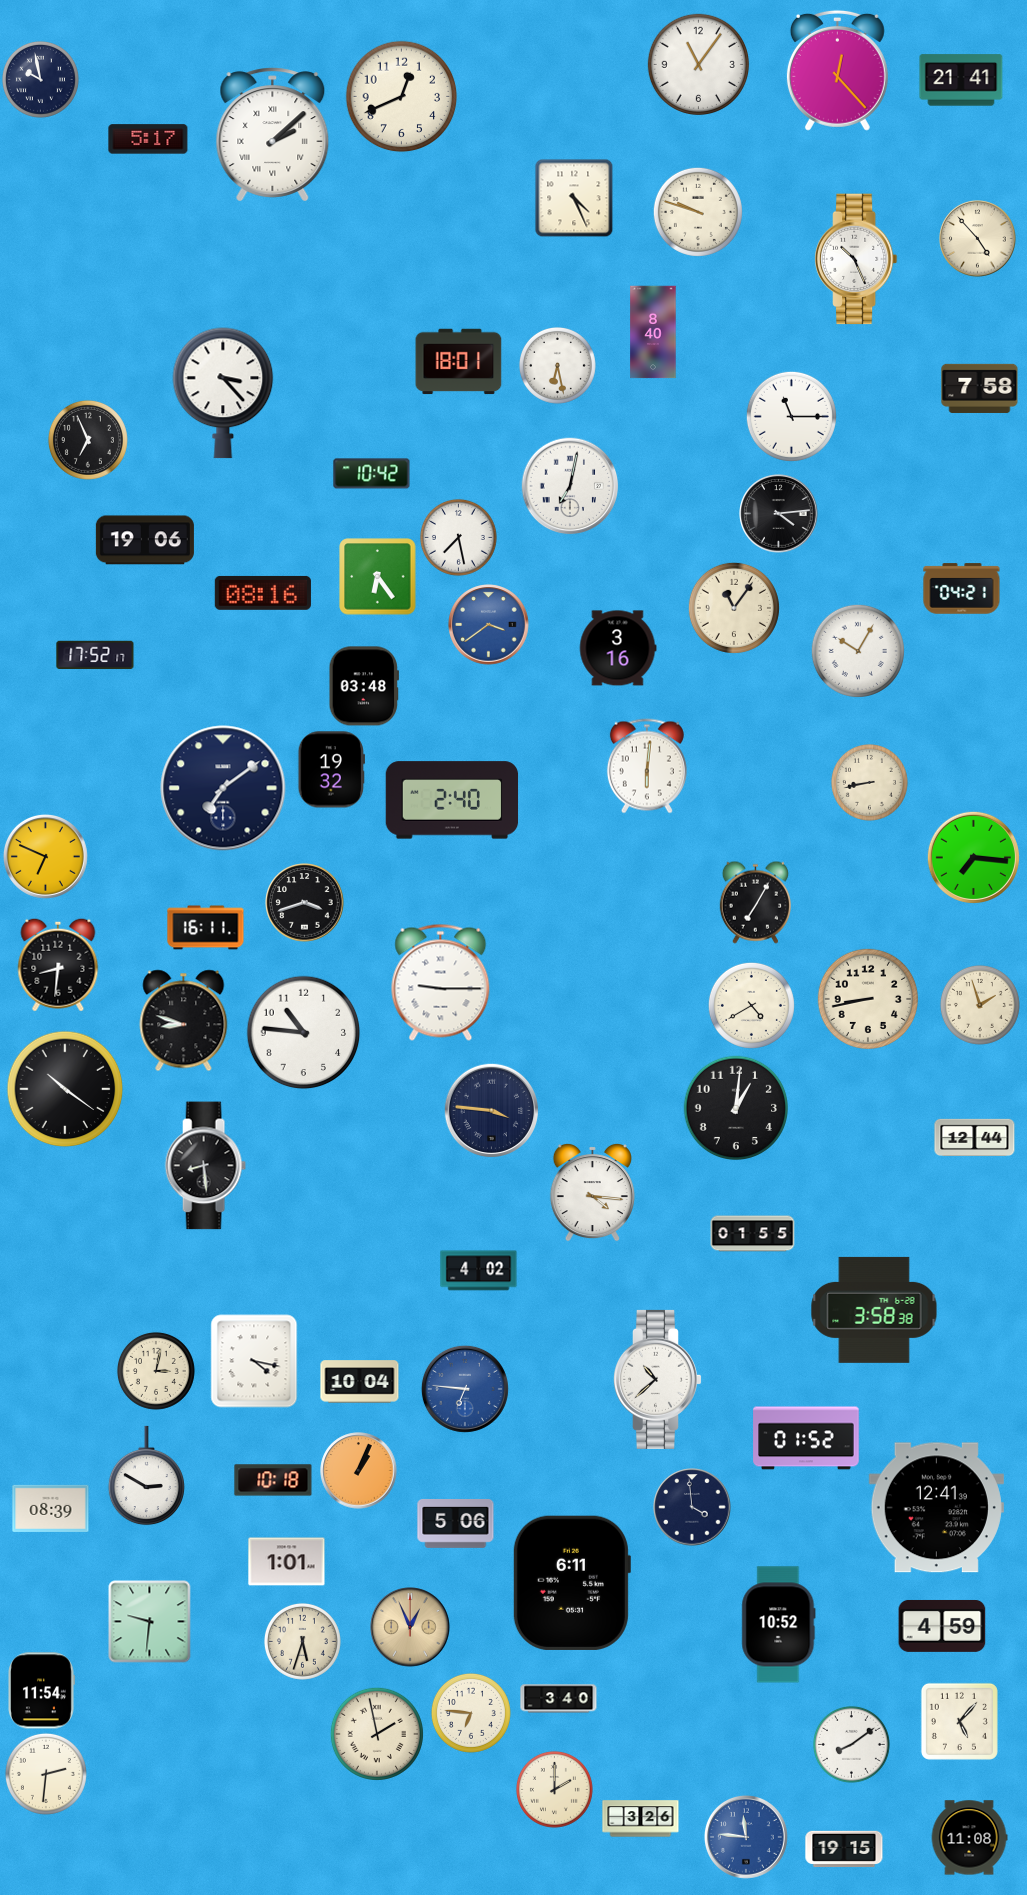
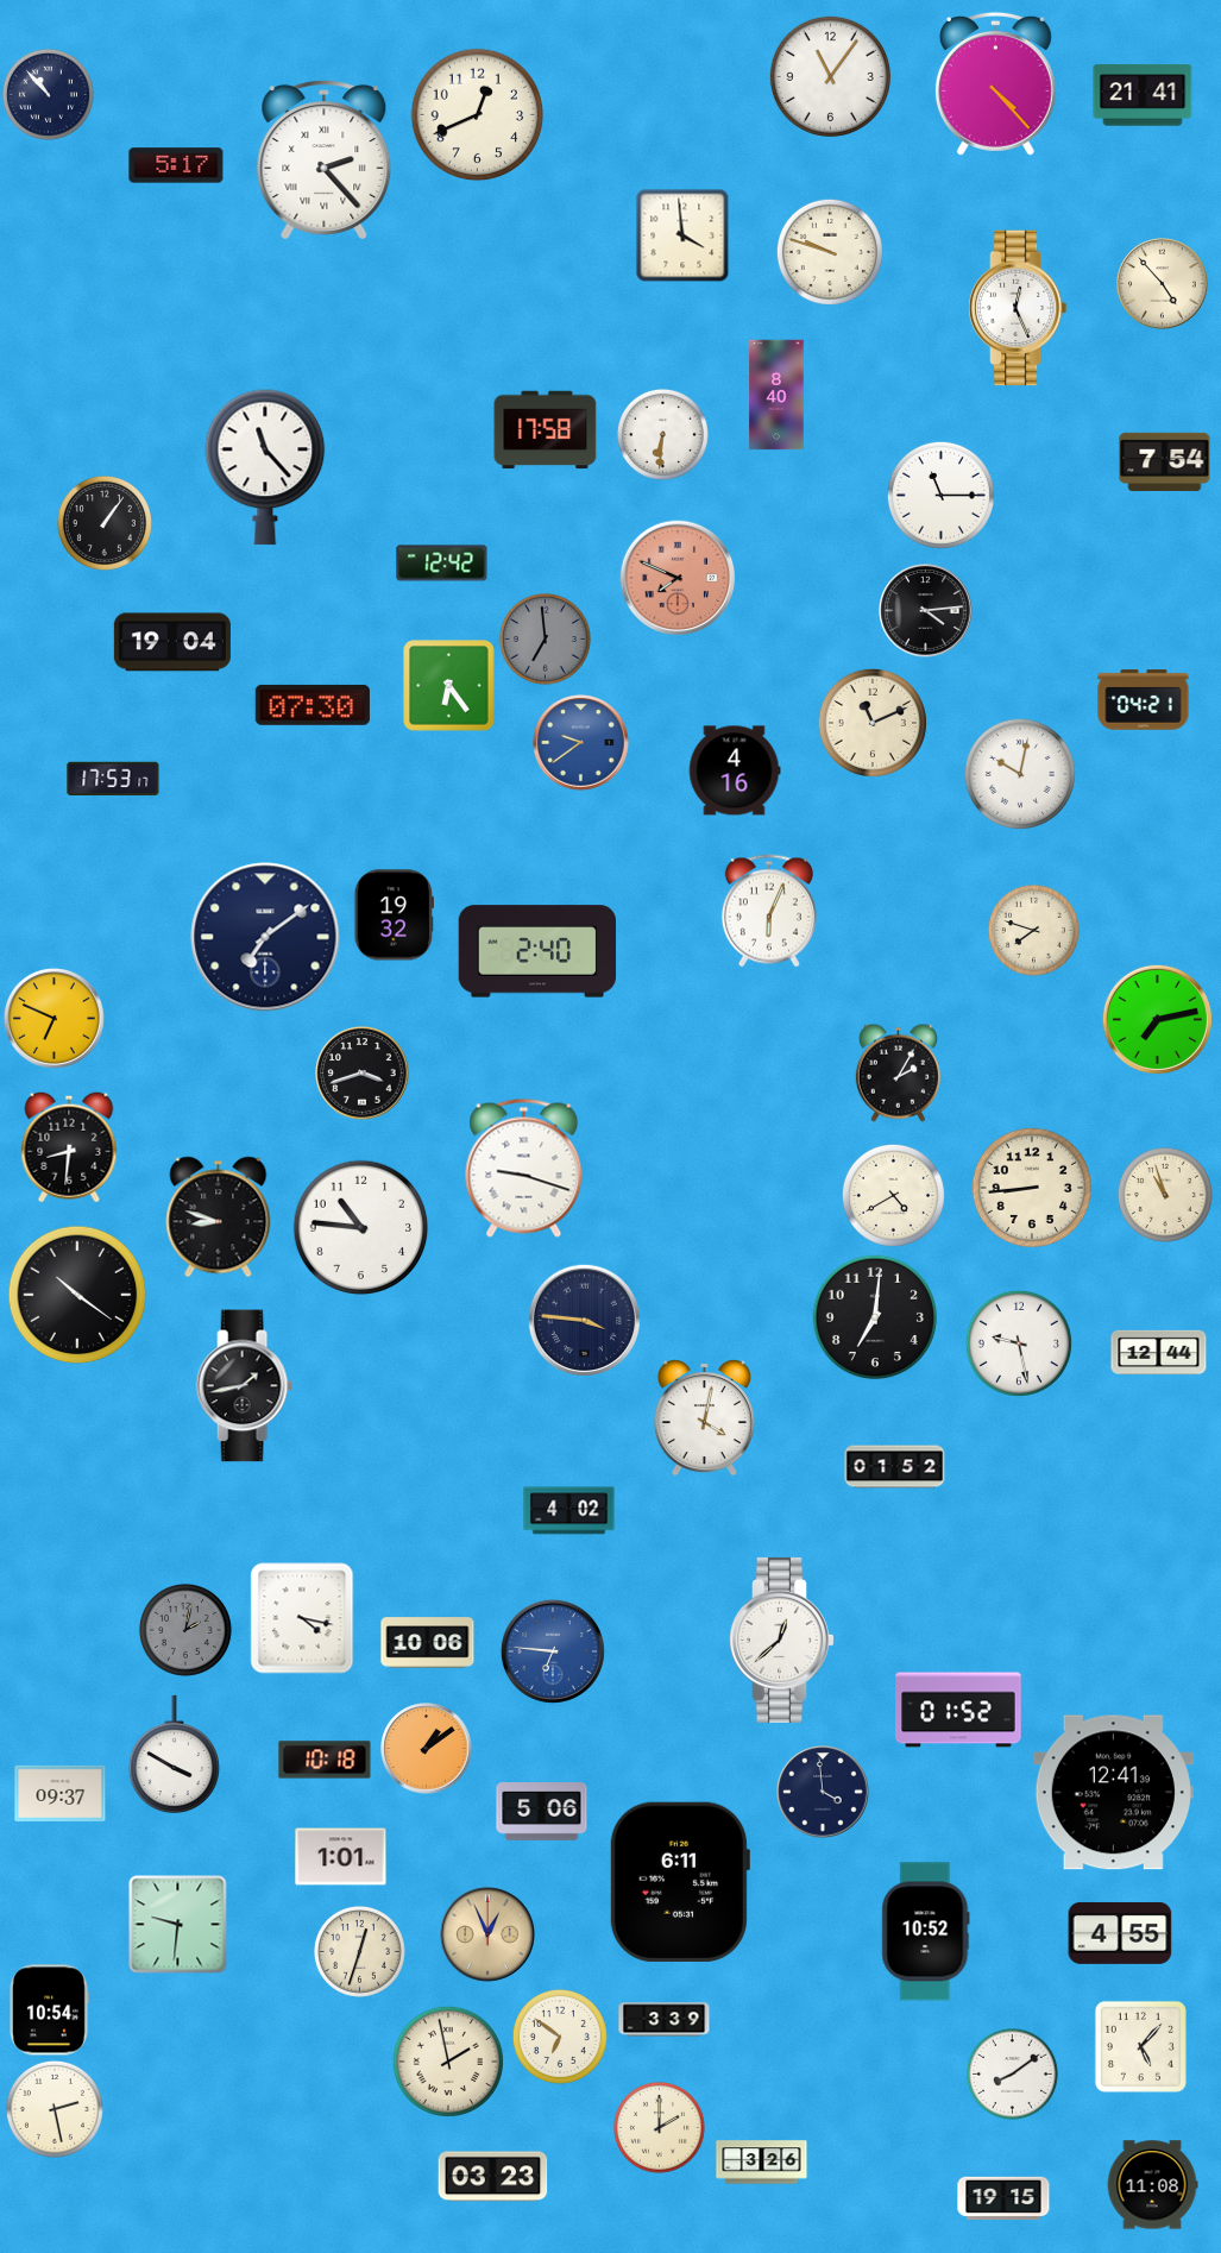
clock at (837, 70): 12:23 -> 4:23
clock at (40, 79): 9:58 -> 10:53
clock at (273, 135): 2:08 -> 2:23
clock at (574, 198): 4:26 -> 3:59
clock at (856, 259): 10:26 -> 12:26
clock at (459, 362): 18:01 -> 17:58
clock at (557, 365): 6:28 -> 6:31
clock at (980, 388): 7:58 -> 7:54
clock at (223, 393): 3:23 -> 11:23
clock at (88, 440): 6:56 -> 1:06
clock at (372, 474): 10:42 -> 12:42
clock at (570, 486): 7:02 -> 7:49
clock at (570, 486) dial: white -> salmon
clock at (458, 537): 7:28 -> 6:59
clock at (458, 537) dial: white -> grey
clock at (145, 540): 19:06 -> 19:04
clock at (263, 593): 08:16 -> 07:30
clock at (734, 608): 11:06 -> 11:11
clock at (489, 625): 3:39 -> 9:39
clock at (618, 648): 3:16 -> 4:16
clock at (858, 651): 10:05 -> 10:02
clock at (95, 655): 17:52 -> 17:53
clock at (363, 686): 03:48 -> none
clock at (647, 766): 6:01 -> 6:04
clock at (869, 782): 8:43 -> 7:48
clock at (973, 857): 7:16 -> 7:13
clock at (755, 902): 7:05 -> 2:05
clock at (206, 928): 16:11 -> none
clock at (441, 982): 9:15 -> 9:18
clock at (867, 998): 8:43 -> 8:44
clock at (980, 1005): 1:57 -> 10:57
clock at (184, 1021) position: (184, 1021) -> (219, 1217)
clock at (735, 1107): 1:01 -> 7:01
clock at (1019, 1343): none -> 9:28
clock at (205, 1166): 8:29 -> 1:43
clock at (592, 1192): 4:16 -> 4:02
clock at (753, 1234): 01:55 -> 01:52
clock at (874, 1310): 3:58 -> none
clock at (156, 1371): 3:02 -> 2:02
clock at (156, 1371) dial: cream -> grey
clock at (657, 1379): 10:38 -> 12:38
clock at (360, 1382): 10:04 -> 10:06
clock at (359, 1471): 1:04 -> 1:09
clock at (146, 1476): 2:50 -> 3:50
clock at (51, 1508): 08:39 -> 09:37
clock at (150, 1622) position: (150, 1622) -> (178, 1925)
clock at (942, 1626): 4:59 -> 4:55
clock at (302, 1641): 5:33 -> 12:33
clock at (42, 1691): 11:54 -> 10:54
clock at (559, 1699): 3:40 -> 3:39
clock at (471, 1713): 6:46 -> 6:51
clock at (46, 1774): 2:31 -> 2:28
clock at (493, 2177): none -> 03:23
clock at (746, 1837): 11:46 -> none
